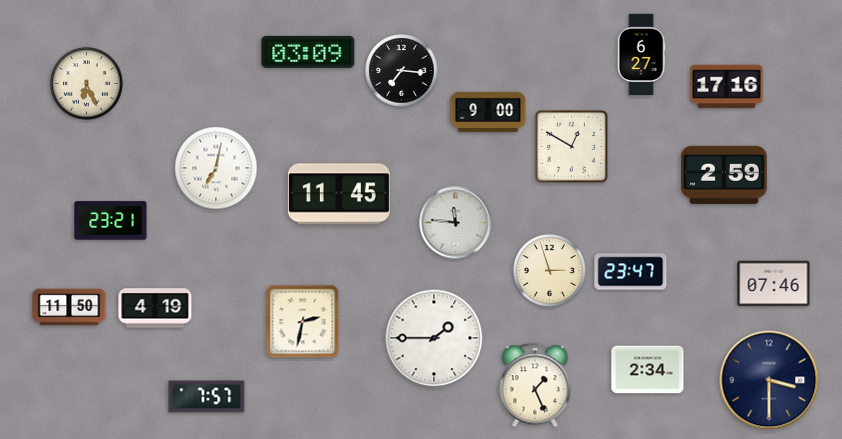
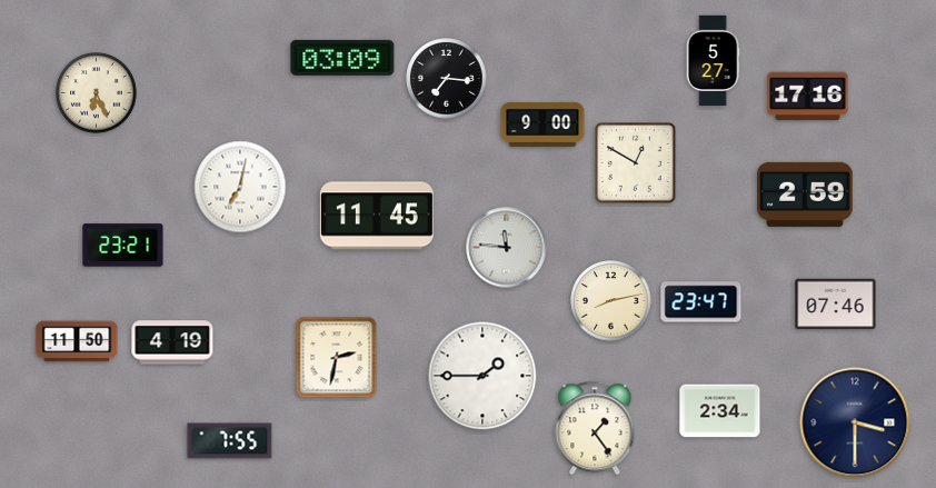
clock at (641, 55): 6:27 -> 5:27
clock at (550, 271): 2:57 -> 8:13
clock at (774, 284) position: (774, 284) -> (836, 305)
clock at (535, 385): 1:26 -> 1:24
clock at (207, 397): 7:57 -> 7:55
